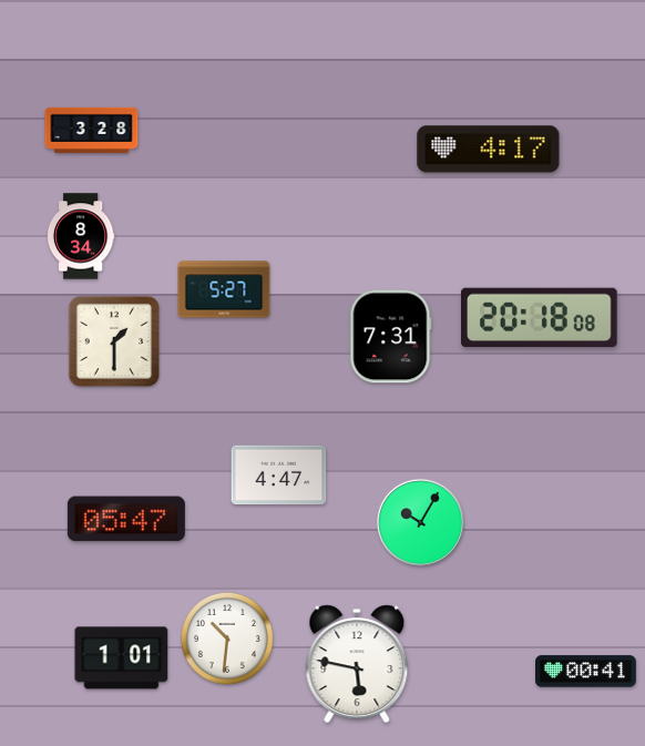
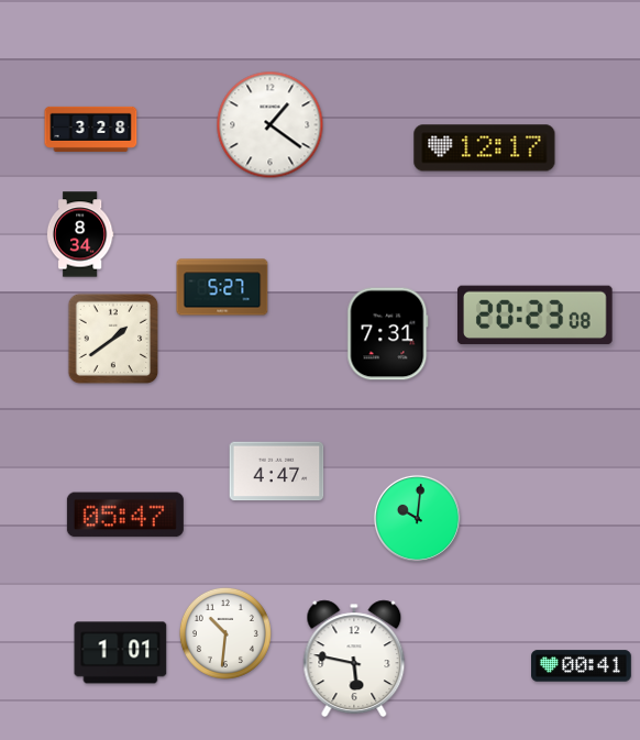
clock at (271, 125): none -> 1:21
clock at (489, 150): 4:17 -> 12:17
clock at (540, 318): 20:18 -> 20:23
clock at (114, 341): 1:30 -> 1:39
clock at (420, 522): 10:05 -> 10:01
